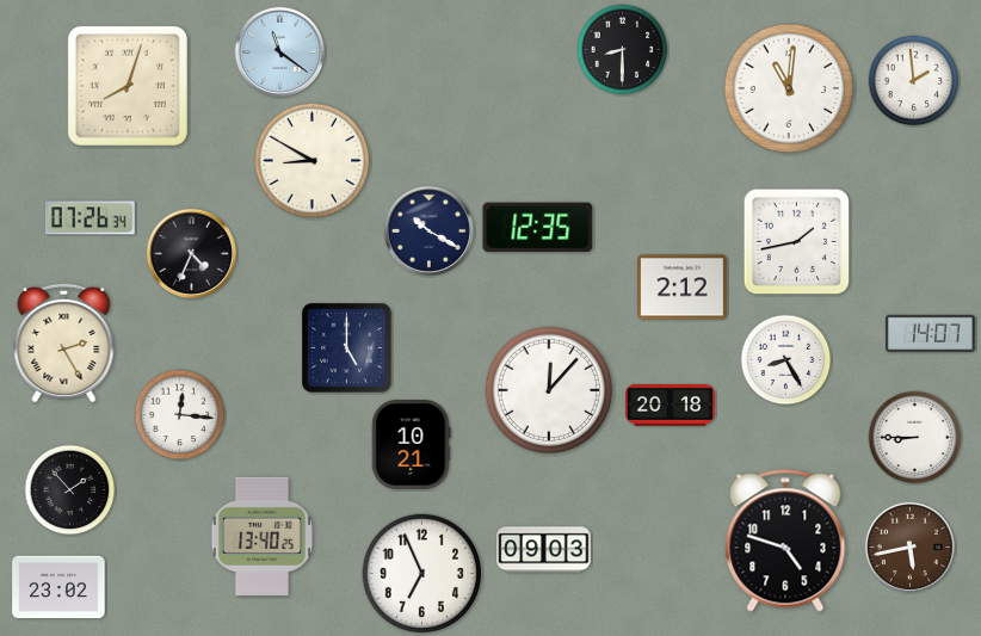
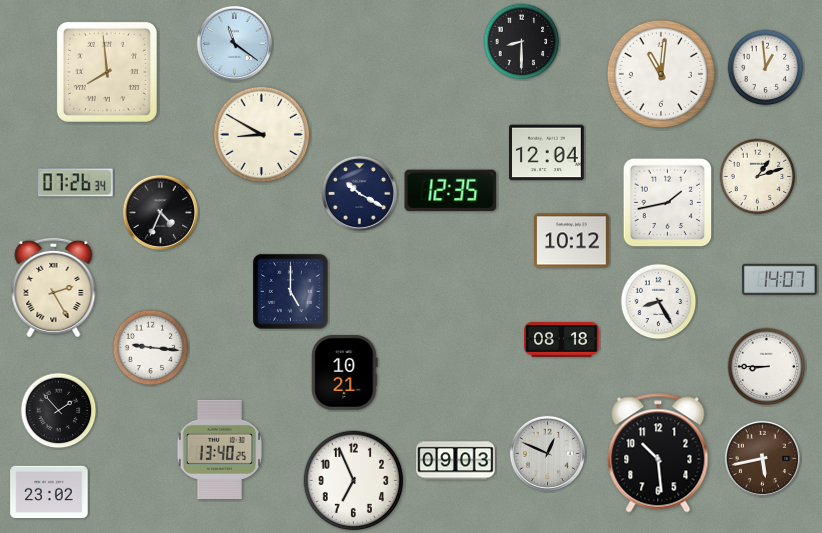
clock at (914, 81): 1:59 -> 12:59
clock at (128, 86): 8:03 -> 7:59
clock at (547, 153): none -> 12:04
clock at (758, 177): none -> 1:12
clock at (683, 288): 2:12 -> 10:12
clock at (548, 389): 12:07 -> none
clock at (671, 406): 20:18 -> 08:18
clock at (180, 415): 12:16 -> 9:16
clock at (547, 453): none -> 12:49
clock at (785, 541): 4:48 -> 10:29
